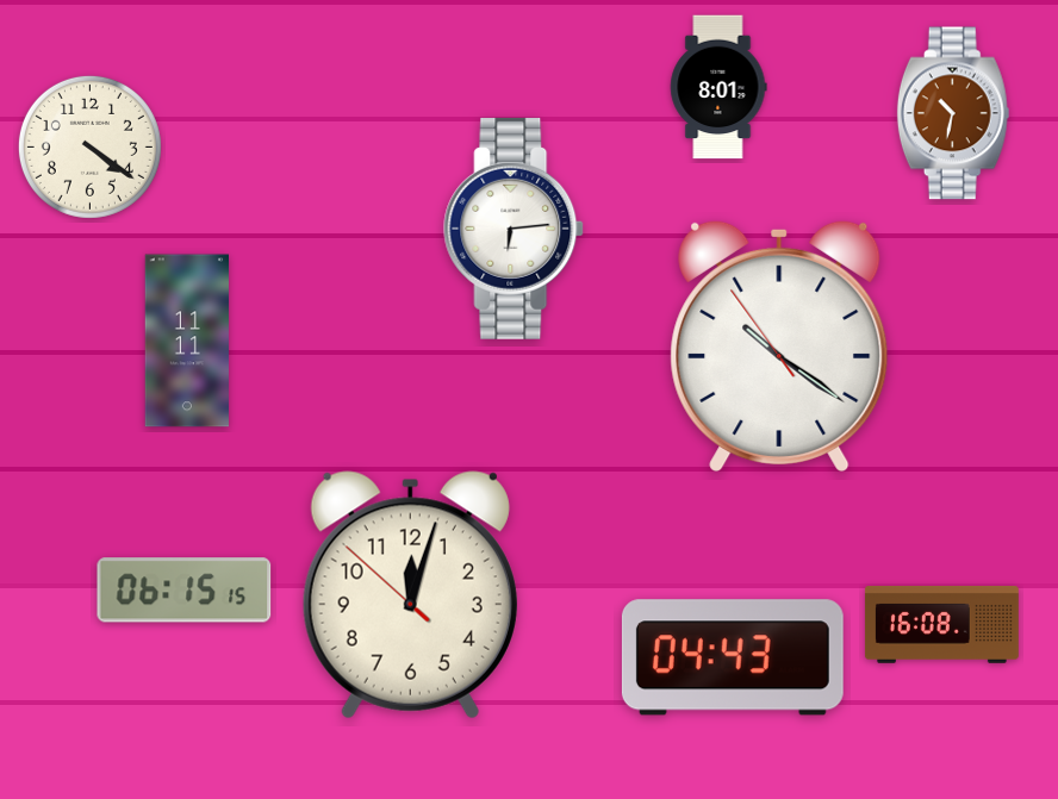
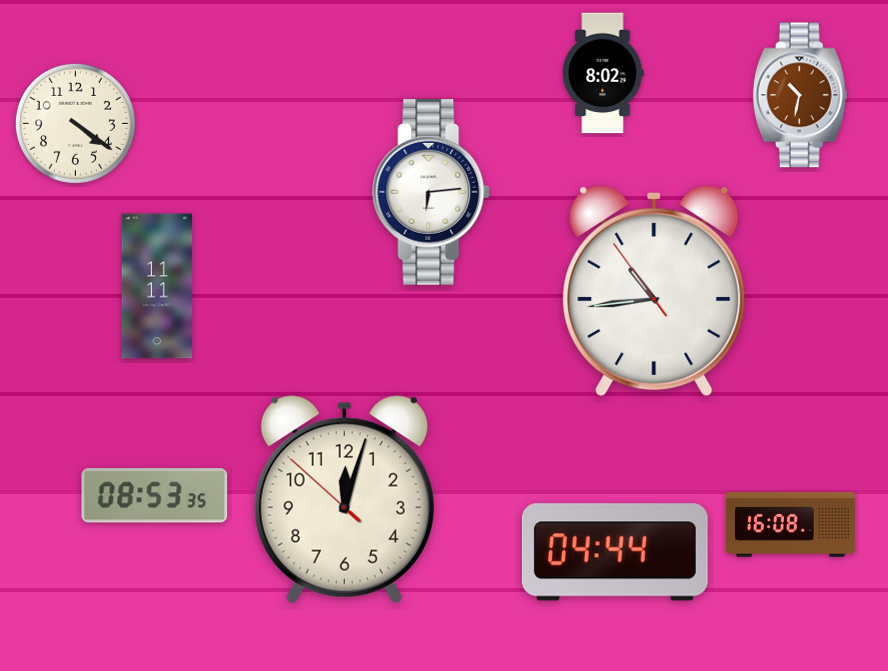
clock at (718, 87): 8:01 -> 8:02
clock at (779, 345): 10:20 -> 10:43
clock at (185, 591): 06:15 -> 08:53
clock at (733, 657): 04:43 -> 04:44
